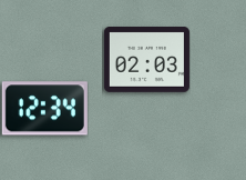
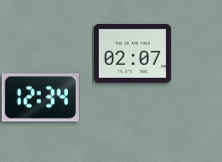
clock at (146, 60): 02:03 -> 02:07
